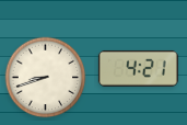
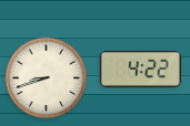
clock at (138, 68): 4:21 -> 4:22
